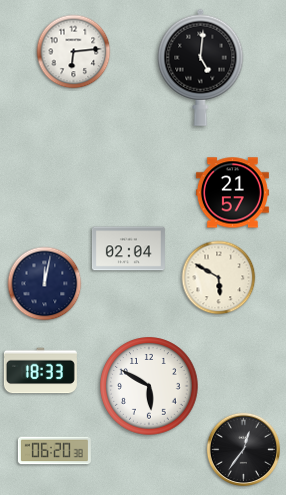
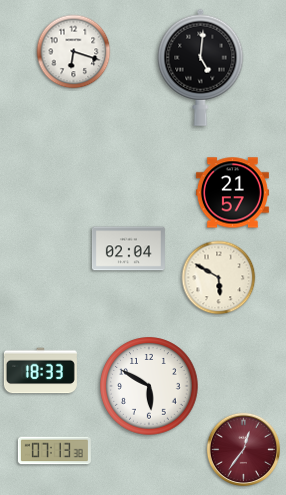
clock at (74, 52): 6:14 -> 6:18
clock at (45, 284): 12:02 -> none
clock at (243, 449) dial: black -> burgundy
clock at (54, 451): 06:20 -> 07:13
